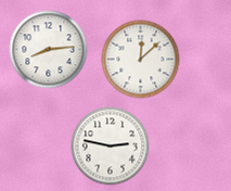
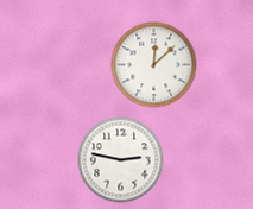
clock at (49, 50): 8:14 -> none
